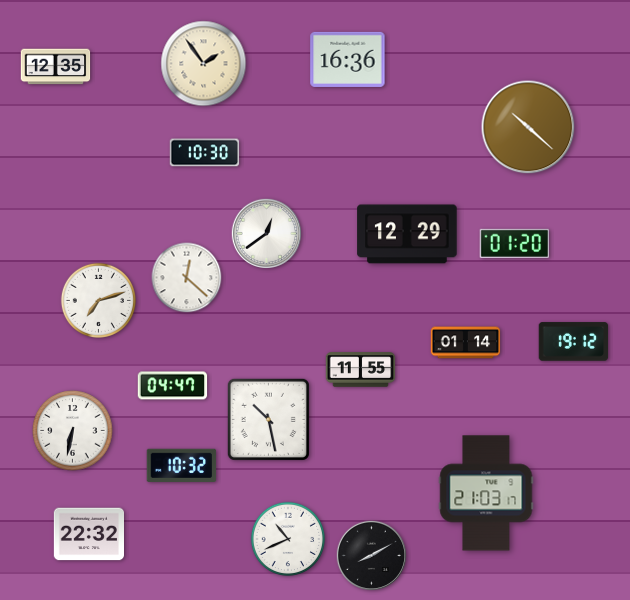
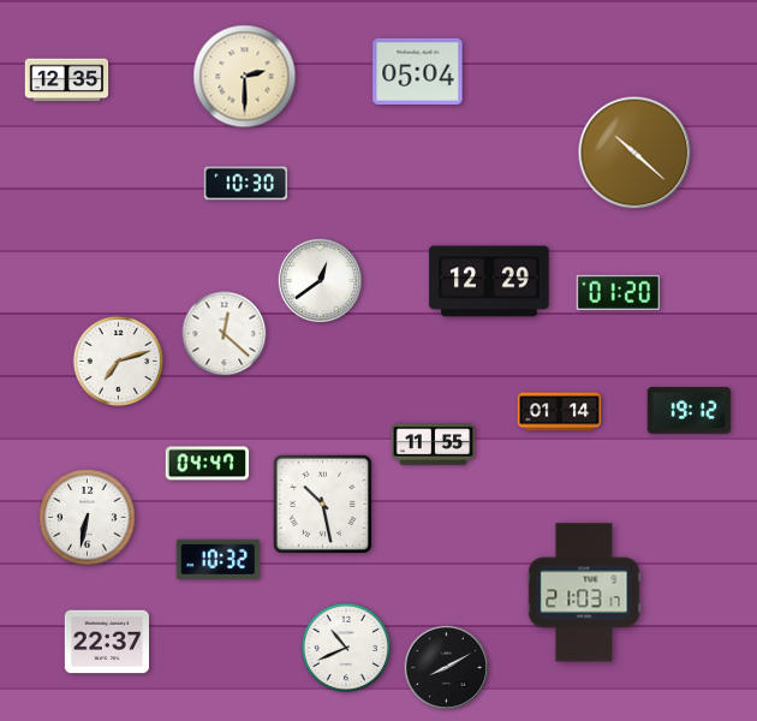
clock at (348, 59): 16:36 -> 05:04
clock at (204, 64): 1:54 -> 2:30
clock at (88, 534): 22:32 -> 22:37
